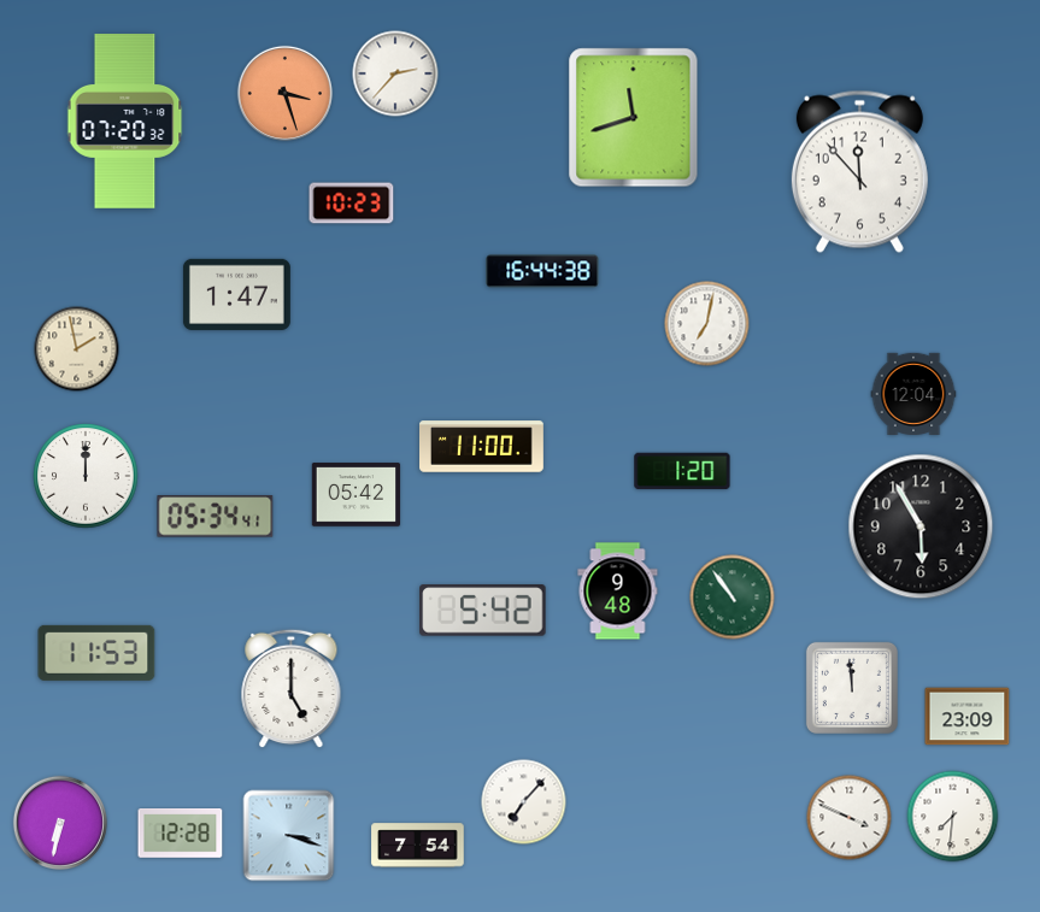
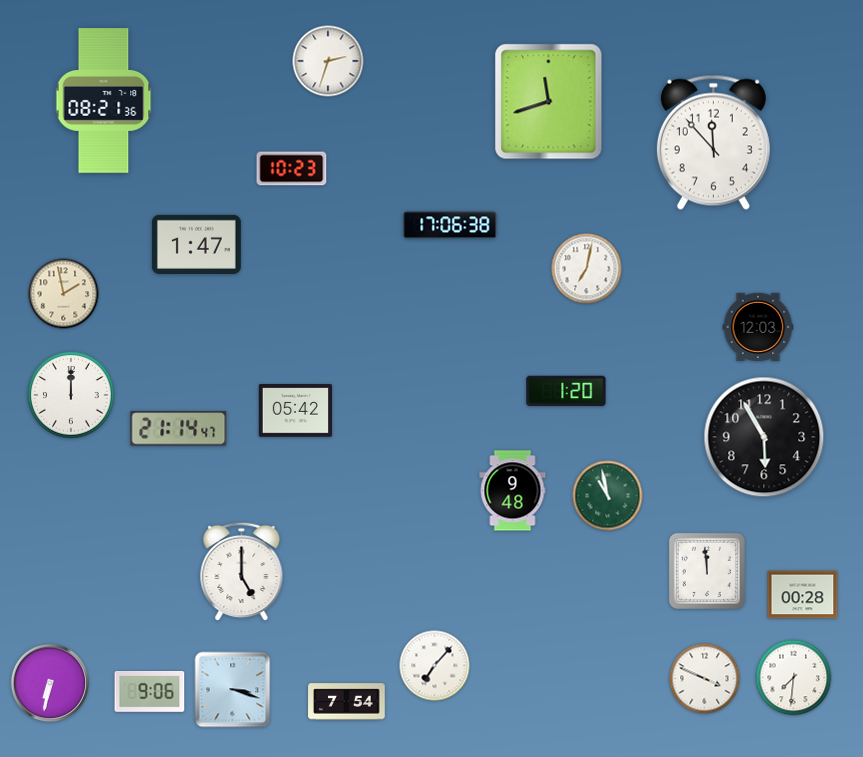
clock at (395, 73): 2:37 -> 2:33
clock at (284, 93): 3:27 -> none
clock at (634, 118) position: (634, 118) -> (549, 102)
clock at (125, 122): 07:20 -> 08:21
clock at (542, 271): 16:44 -> 17:06
clock at (77, 349) position: (77, 349) -> (64, 294)
clock at (913, 393): 12:04 -> 12:03
clock at (482, 447): 11:00 -> none
clock at (216, 517): 05:34 -> 21:14
clock at (733, 598): 10:54 -> 10:58
clock at (483, 611): 5:42 -> none
clock at (96, 653): 11:53 -> none
clock at (968, 717): 23:09 -> 00:28
clock at (953, 817) position: (953, 817) -> (794, 678)
clock at (181, 834): 12:28 -> 9:06
clock at (289, 836) position: (289, 836) -> (233, 690)
